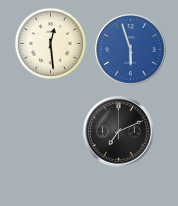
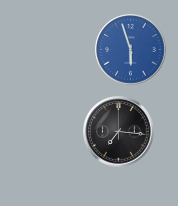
clock at (50, 43): 12:29 -> none
clock at (119, 132): 7:11 -> 7:16
